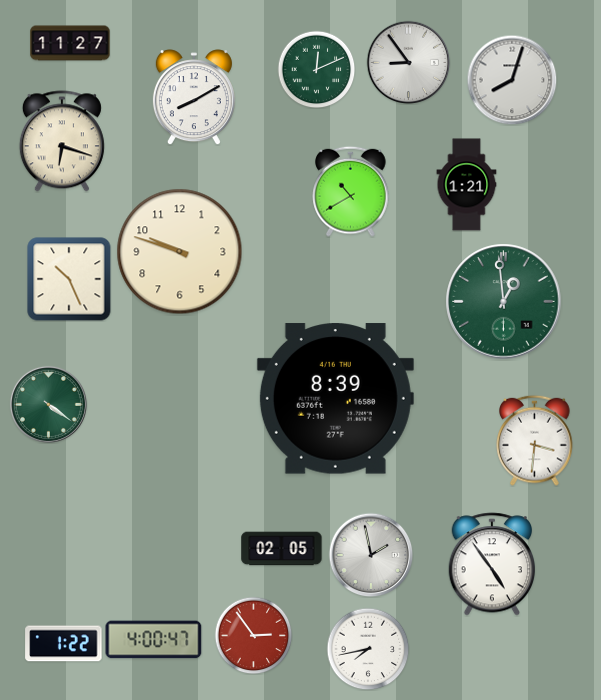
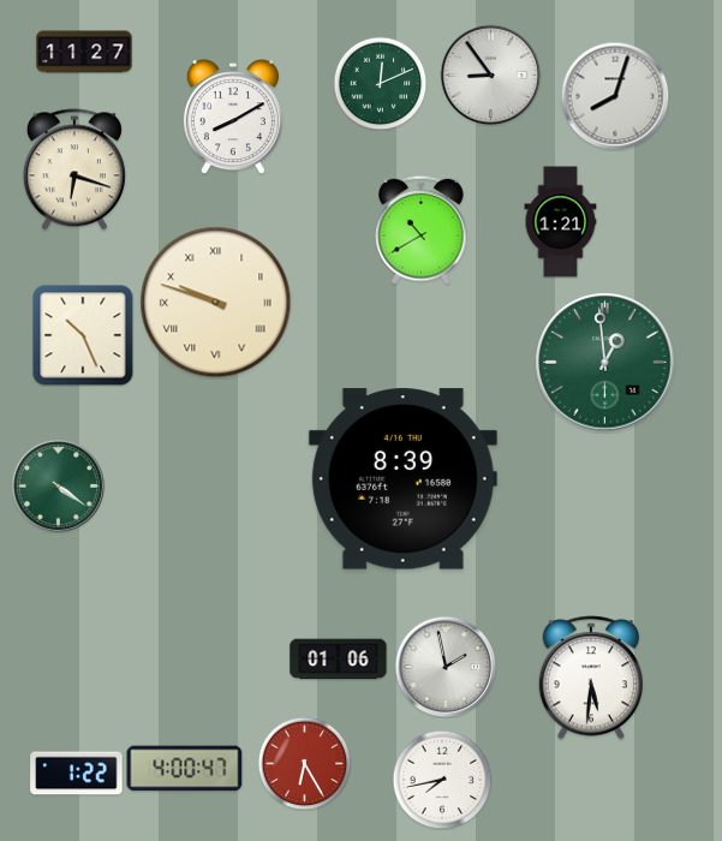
clock at (180, 252) numerals: Arabic -> Roman
clock at (535, 440): 3:31 -> none
clock at (282, 549): 02:05 -> 01:06
clock at (491, 564): 4:54 -> 5:31
clock at (253, 635): 2:54 -> 6:25
